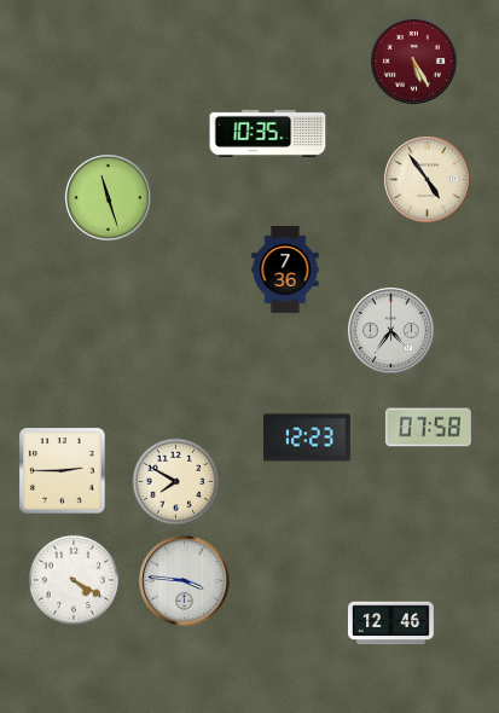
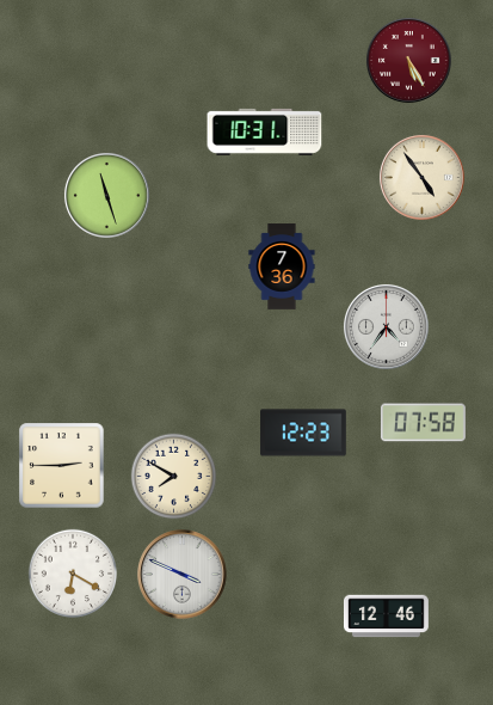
clock at (268, 133): 10:35 -> 10:31
clock at (72, 579): 4:20 -> 6:20
clock at (185, 581): 3:46 -> 3:49
